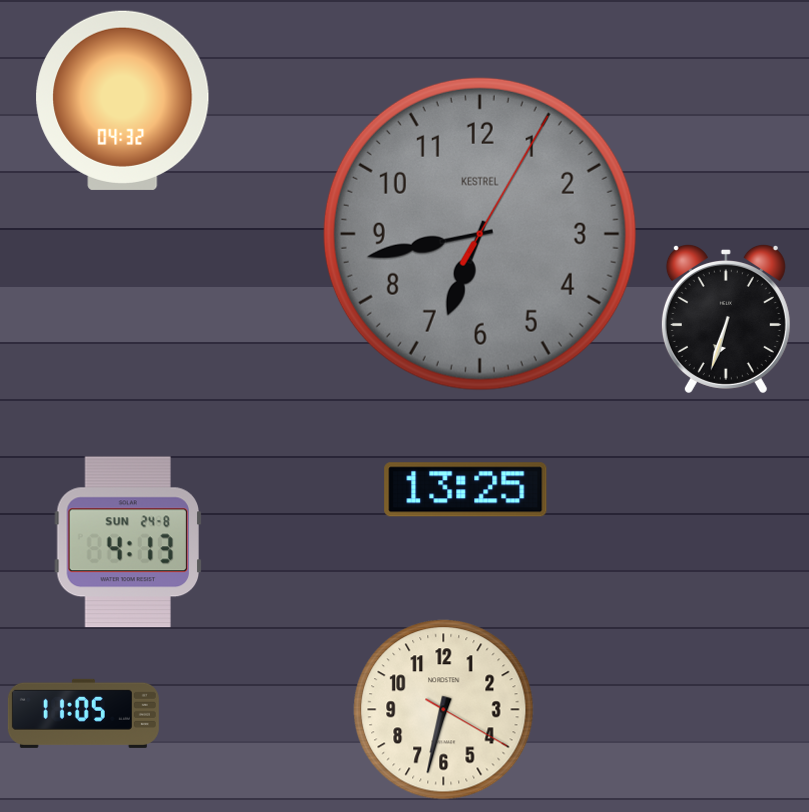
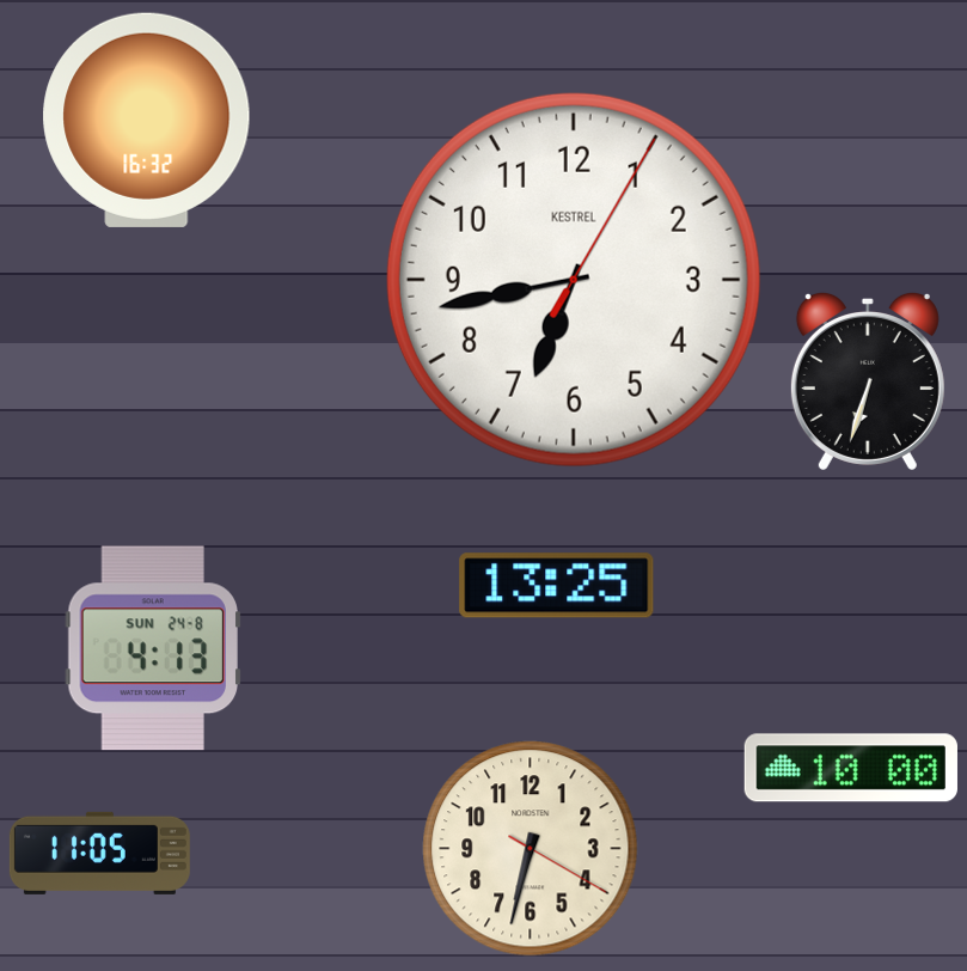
clock at (123, 100): 04:32 -> 16:32
clock at (480, 234) dial: grey -> white
clock at (851, 768): none -> 10:00
